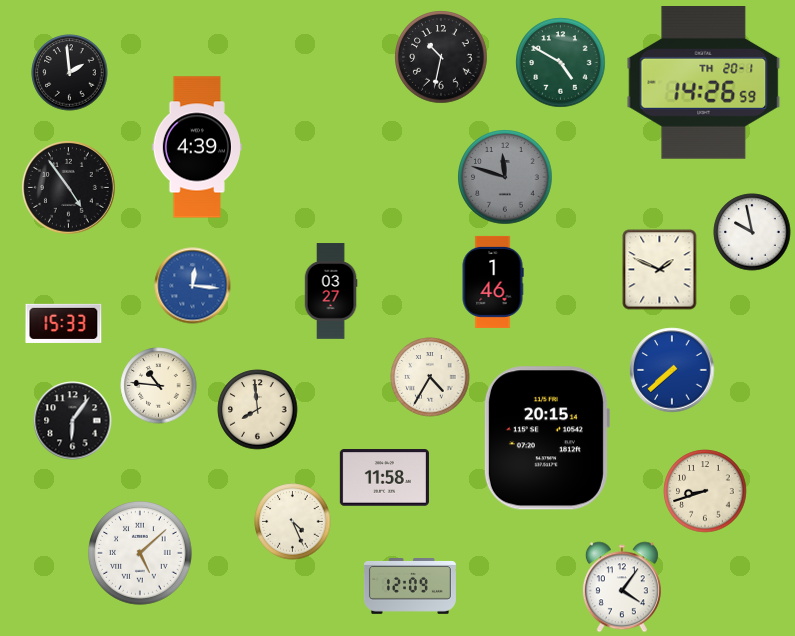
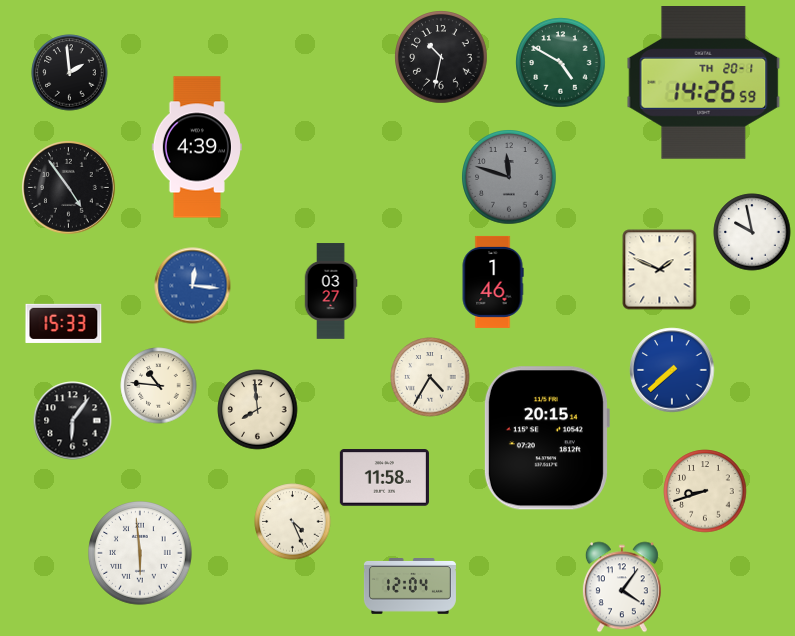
clock at (505, 177) position: (505, 177) -> (509, 177)
clock at (141, 554): 5:08 -> 5:59
clock at (410, 587): 12:09 -> 12:04
